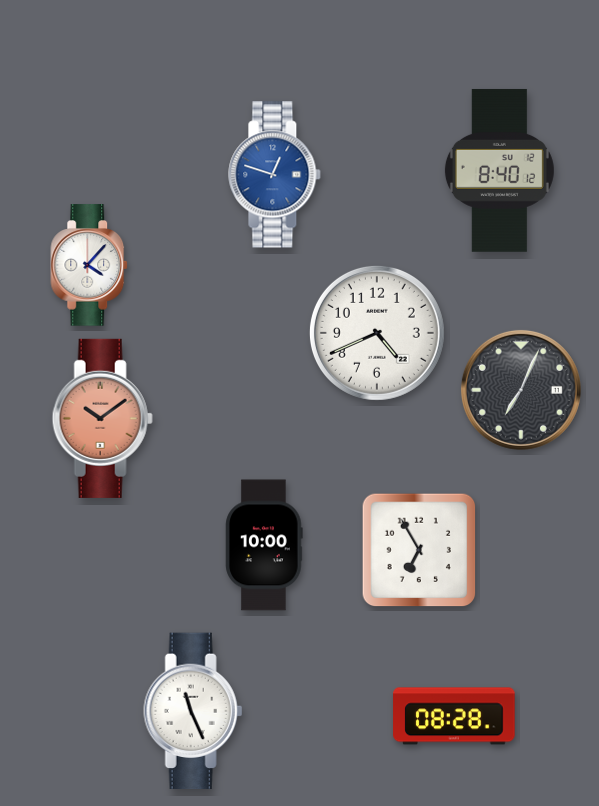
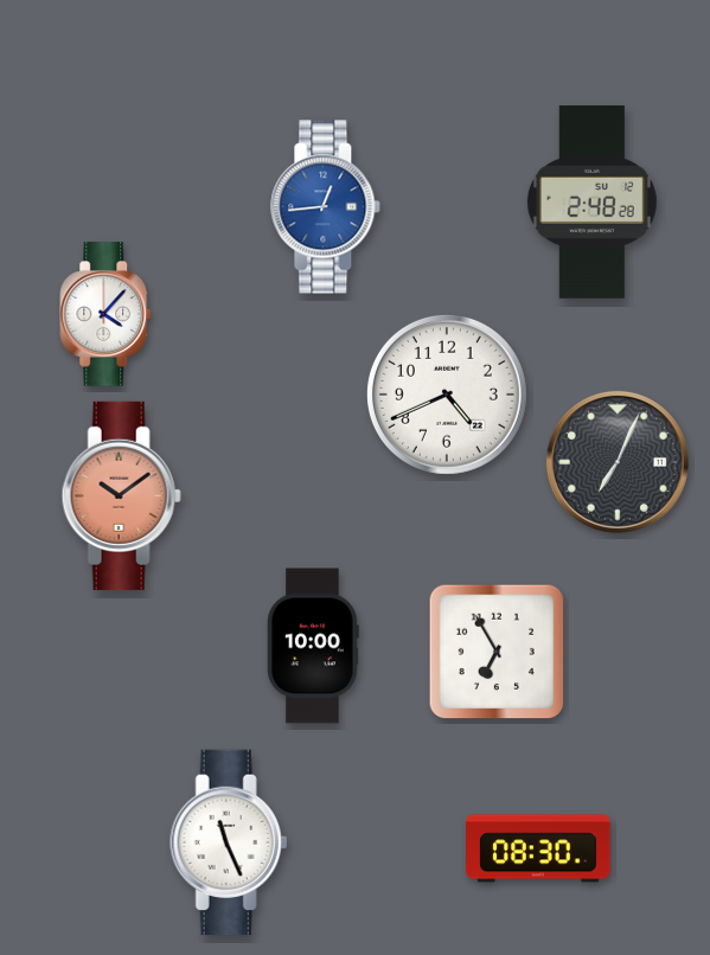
clock at (499, 170): 8:40 -> 2:48
clock at (275, 175): 12:48 -> 12:44
clock at (454, 716): 08:28 -> 08:30
